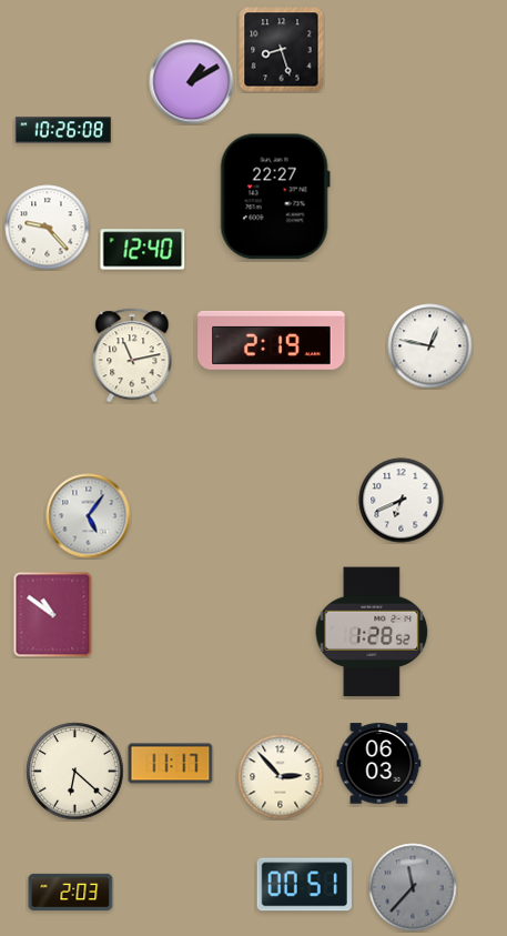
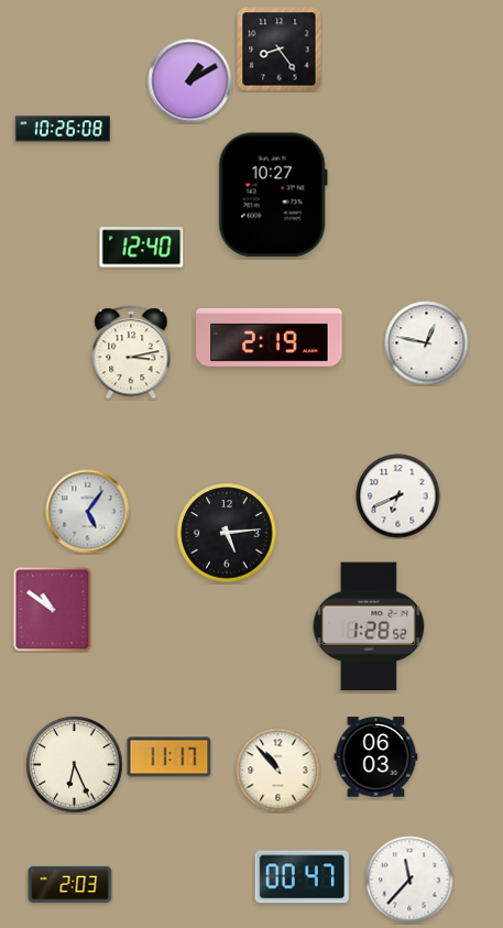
clock at (282, 50): 8:27 -> 8:24
clock at (275, 197): 22:27 -> 10:27
clock at (48, 228): 9:23 -> none
clock at (132, 355): 11:13 -> 3:13
clock at (227, 533): none -> 5:14
clock at (75, 772): 6:22 -> 6:26
clock at (281, 777): 2:53 -> 10:53
clock at (304, 885): 00:51 -> 00:47
clock at (413, 887) dial: grey -> white
